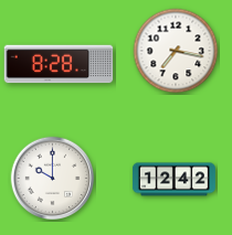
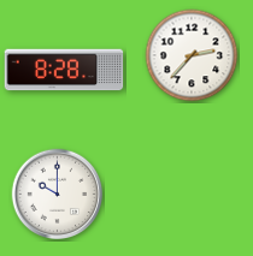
clock at (176, 51): 7:17 -> 2:37
clock at (173, 180): 12:42 -> none
